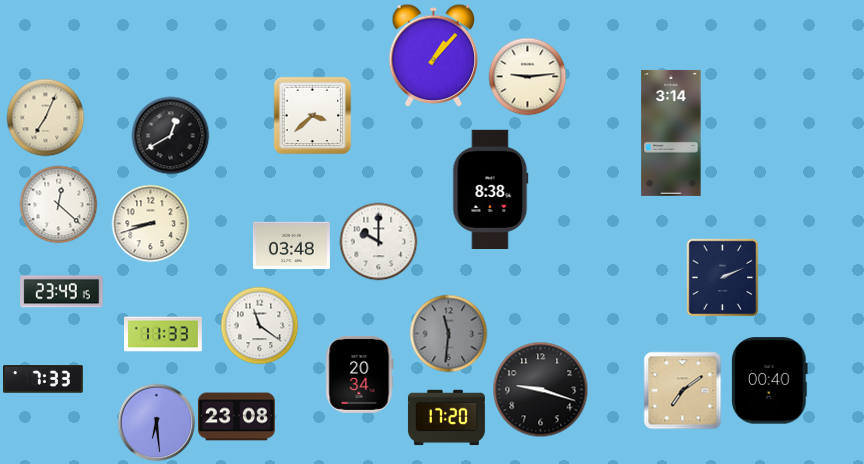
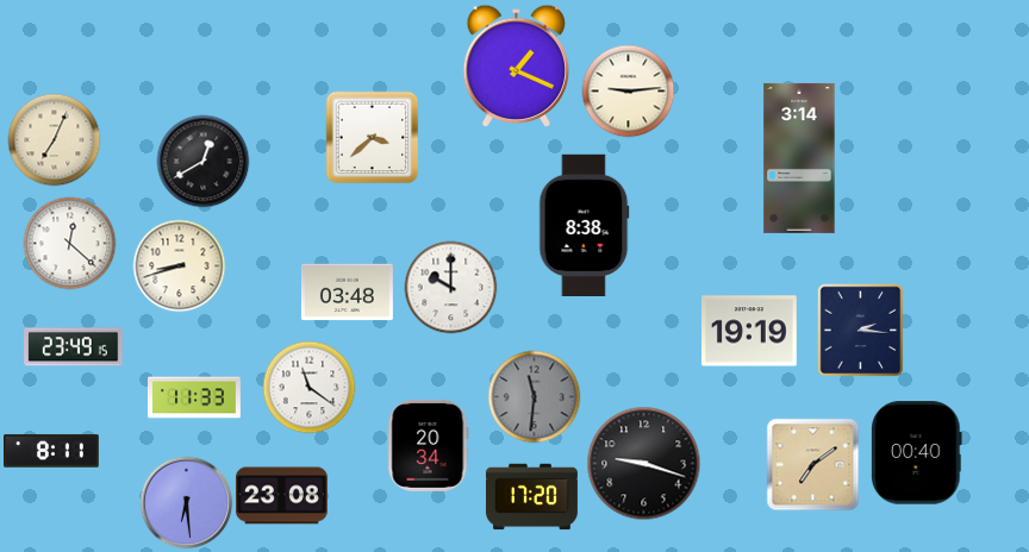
clock at (434, 55): 1:07 -> 1:19
clock at (723, 277): 2:11 -> 2:16
clock at (750, 331): none -> 19:19
clock at (44, 379): 7:33 -> 8:11
